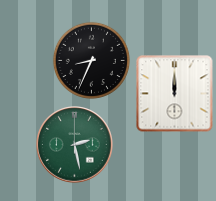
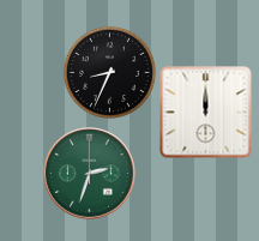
clock at (175, 94) position: (175, 94) -> (206, 113)
clock at (75, 145): 2:28 -> 2:33
